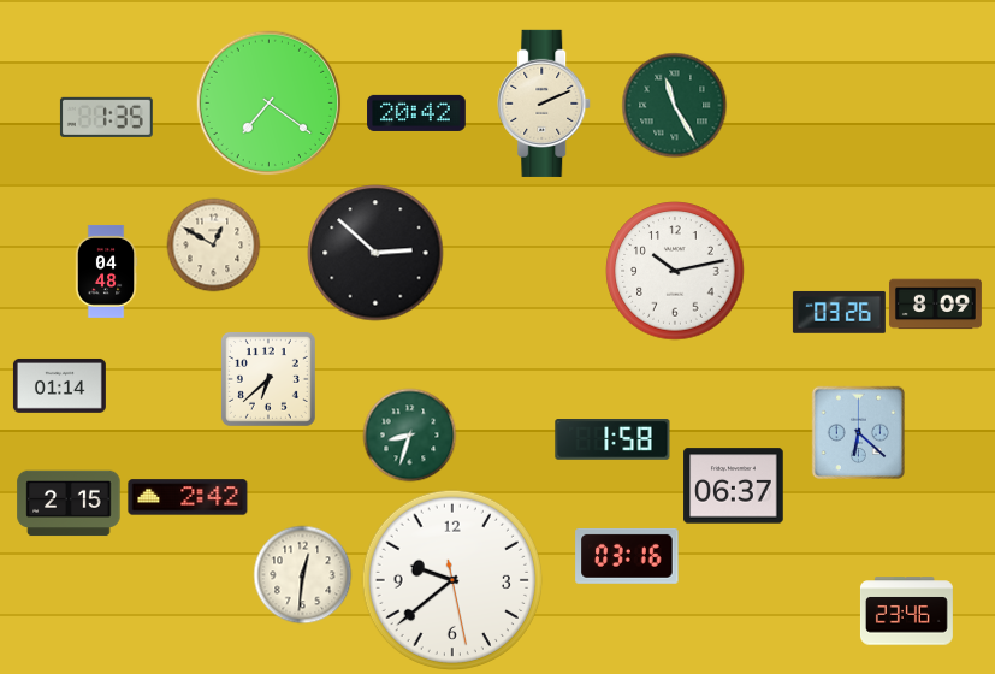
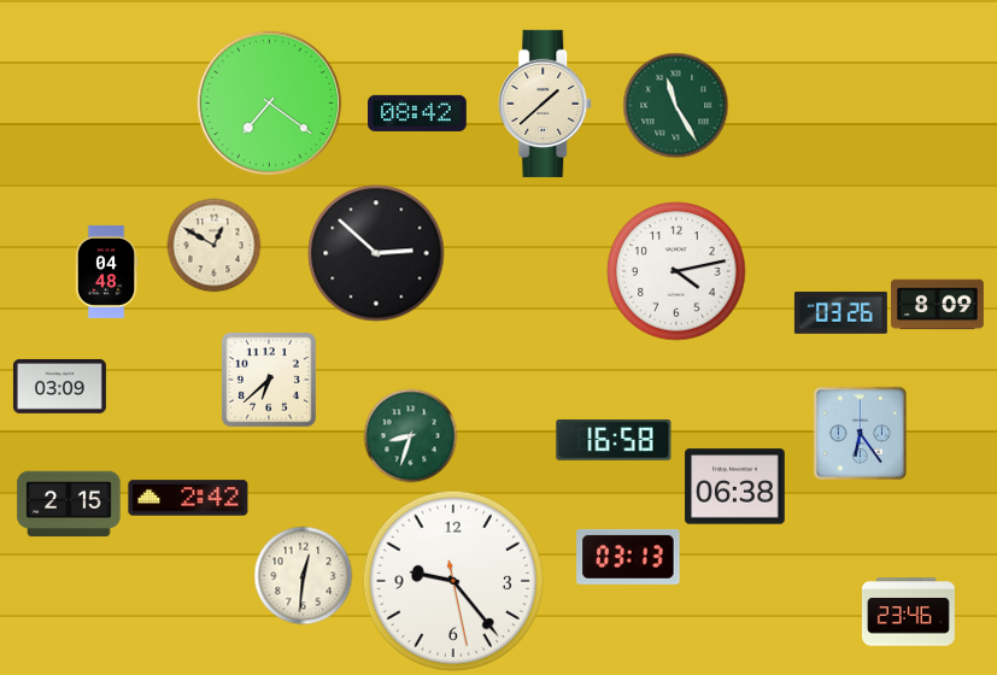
clock at (545, 104): 2:11 -> 1:38
clock at (416, 113): 20:42 -> 08:42
clock at (106, 117): 1:35 -> none
clock at (675, 271): 10:13 -> 4:13
clock at (59, 386): 01:14 -> 03:09
clock at (858, 432): 6:22 -> 6:24
clock at (612, 441): 1:58 -> 16:58
clock at (734, 486): 06:37 -> 06:38
clock at (627, 556): 03:16 -> 03:13
clock at (451, 579): 9:38 -> 9:23
